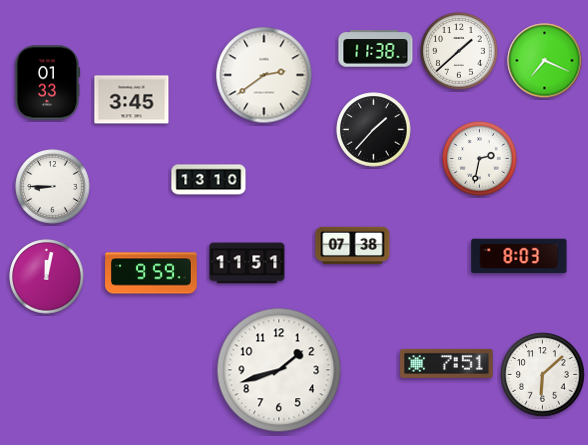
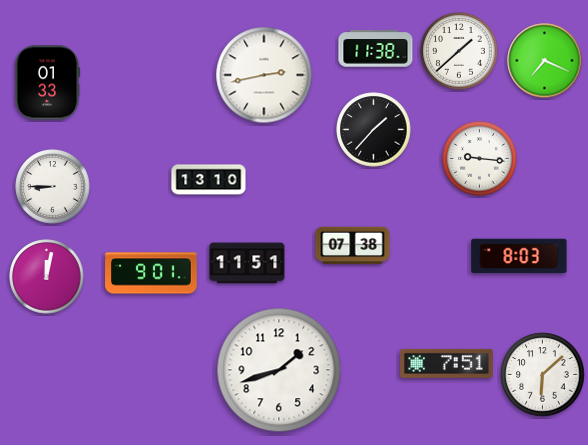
clock at (264, 75): 2:39 -> 2:43
clock at (132, 100): 3:45 -> none
clock at (480, 159): 2:32 -> 9:16
clock at (151, 273): 9:59 -> 9:01
